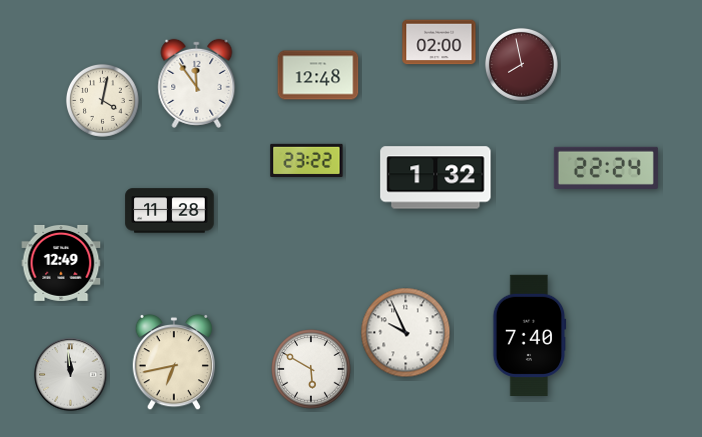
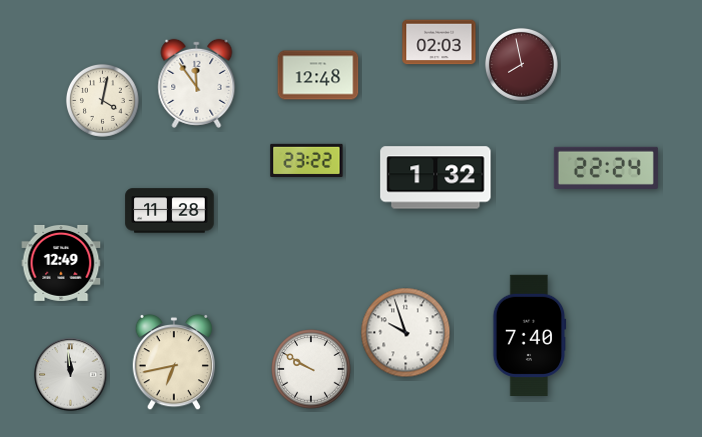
clock at (439, 42): 02:00 -> 02:03
clock at (406, 333): 9:56 -> 9:57
clock at (311, 369): 5:50 -> 9:50
